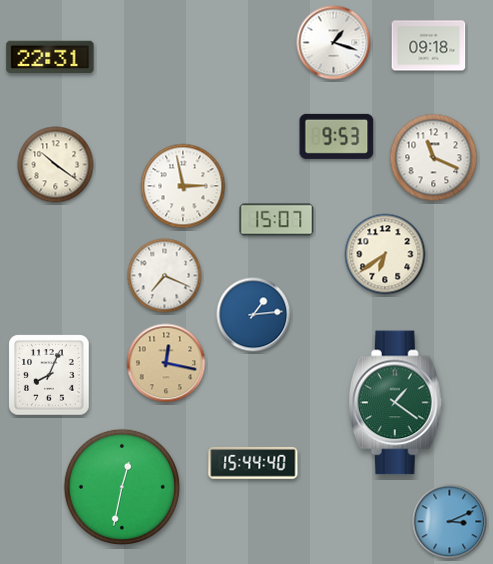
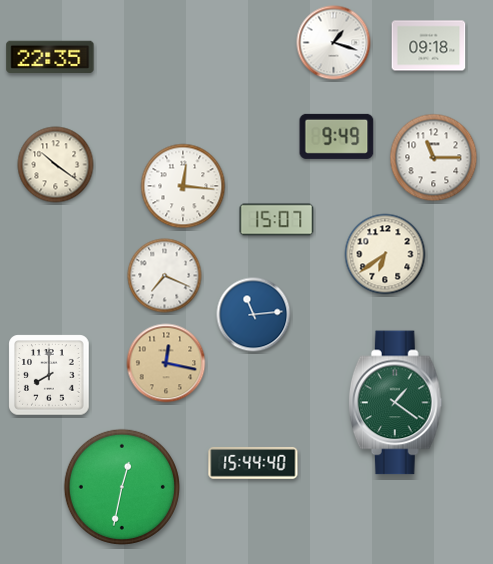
clock at (50, 56): 22:31 -> 22:35
clock at (337, 136): 9:53 -> 9:49
clock at (434, 158): 11:19 -> 11:15
clock at (183, 186): 2:58 -> 12:16
clock at (254, 315): 1:14 -> 11:14
clock at (49, 375): 8:04 -> 8:00
clock at (450, 522): 3:11 -> none
